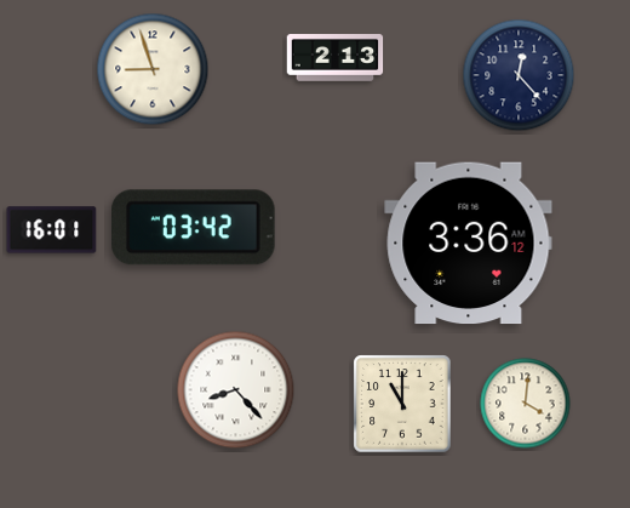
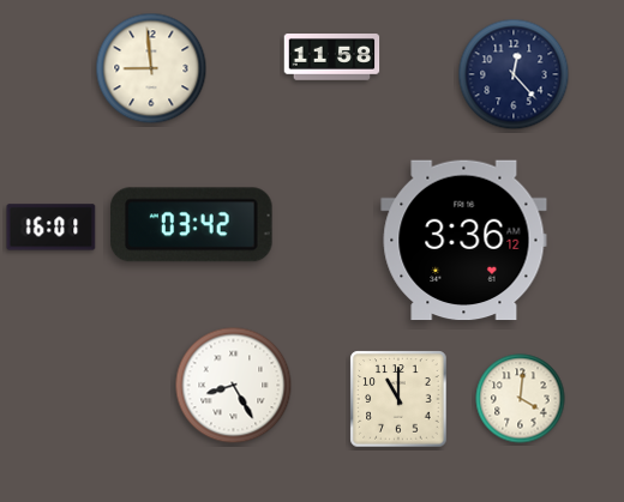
clock at (336, 58): 2:13 -> 11:58
clock at (153, 69): 8:57 -> 8:59
clock at (236, 390): 8:23 -> 8:25
